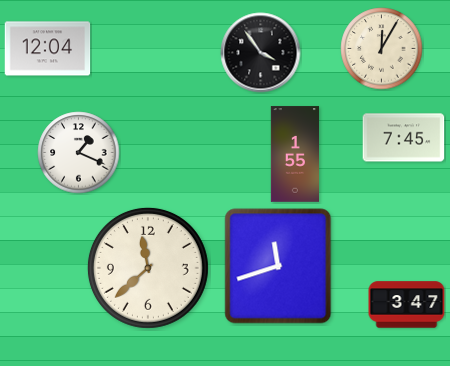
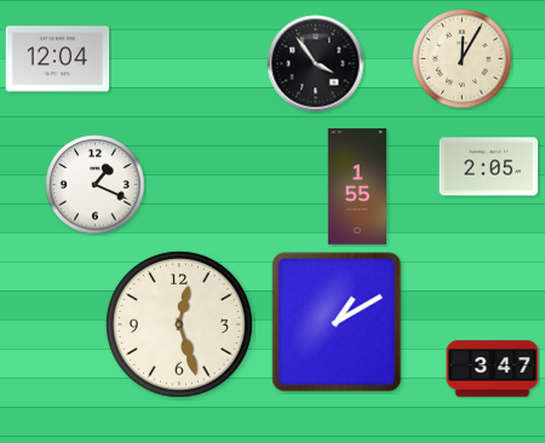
clock at (404, 138): 7:45 -> 2:05
clock at (278, 266): 11:42 -> 1:10
clock at (148, 268): 11:38 -> 12:27
